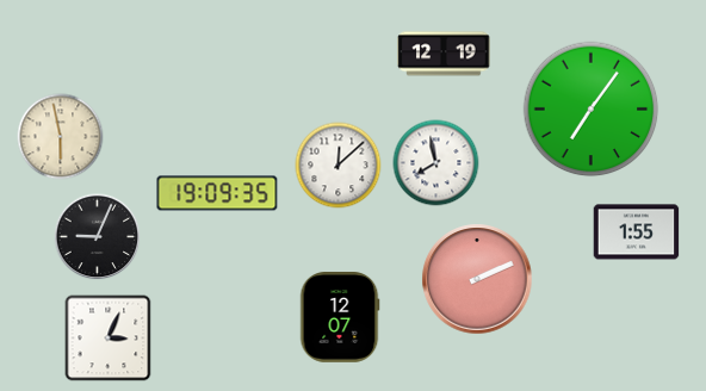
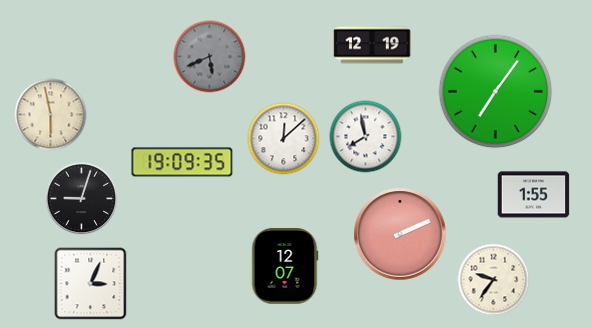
clock at (210, 57): none -> 5:41
clock at (98, 237): 9:04 -> 9:03
clock at (494, 280): none -> 9:36
